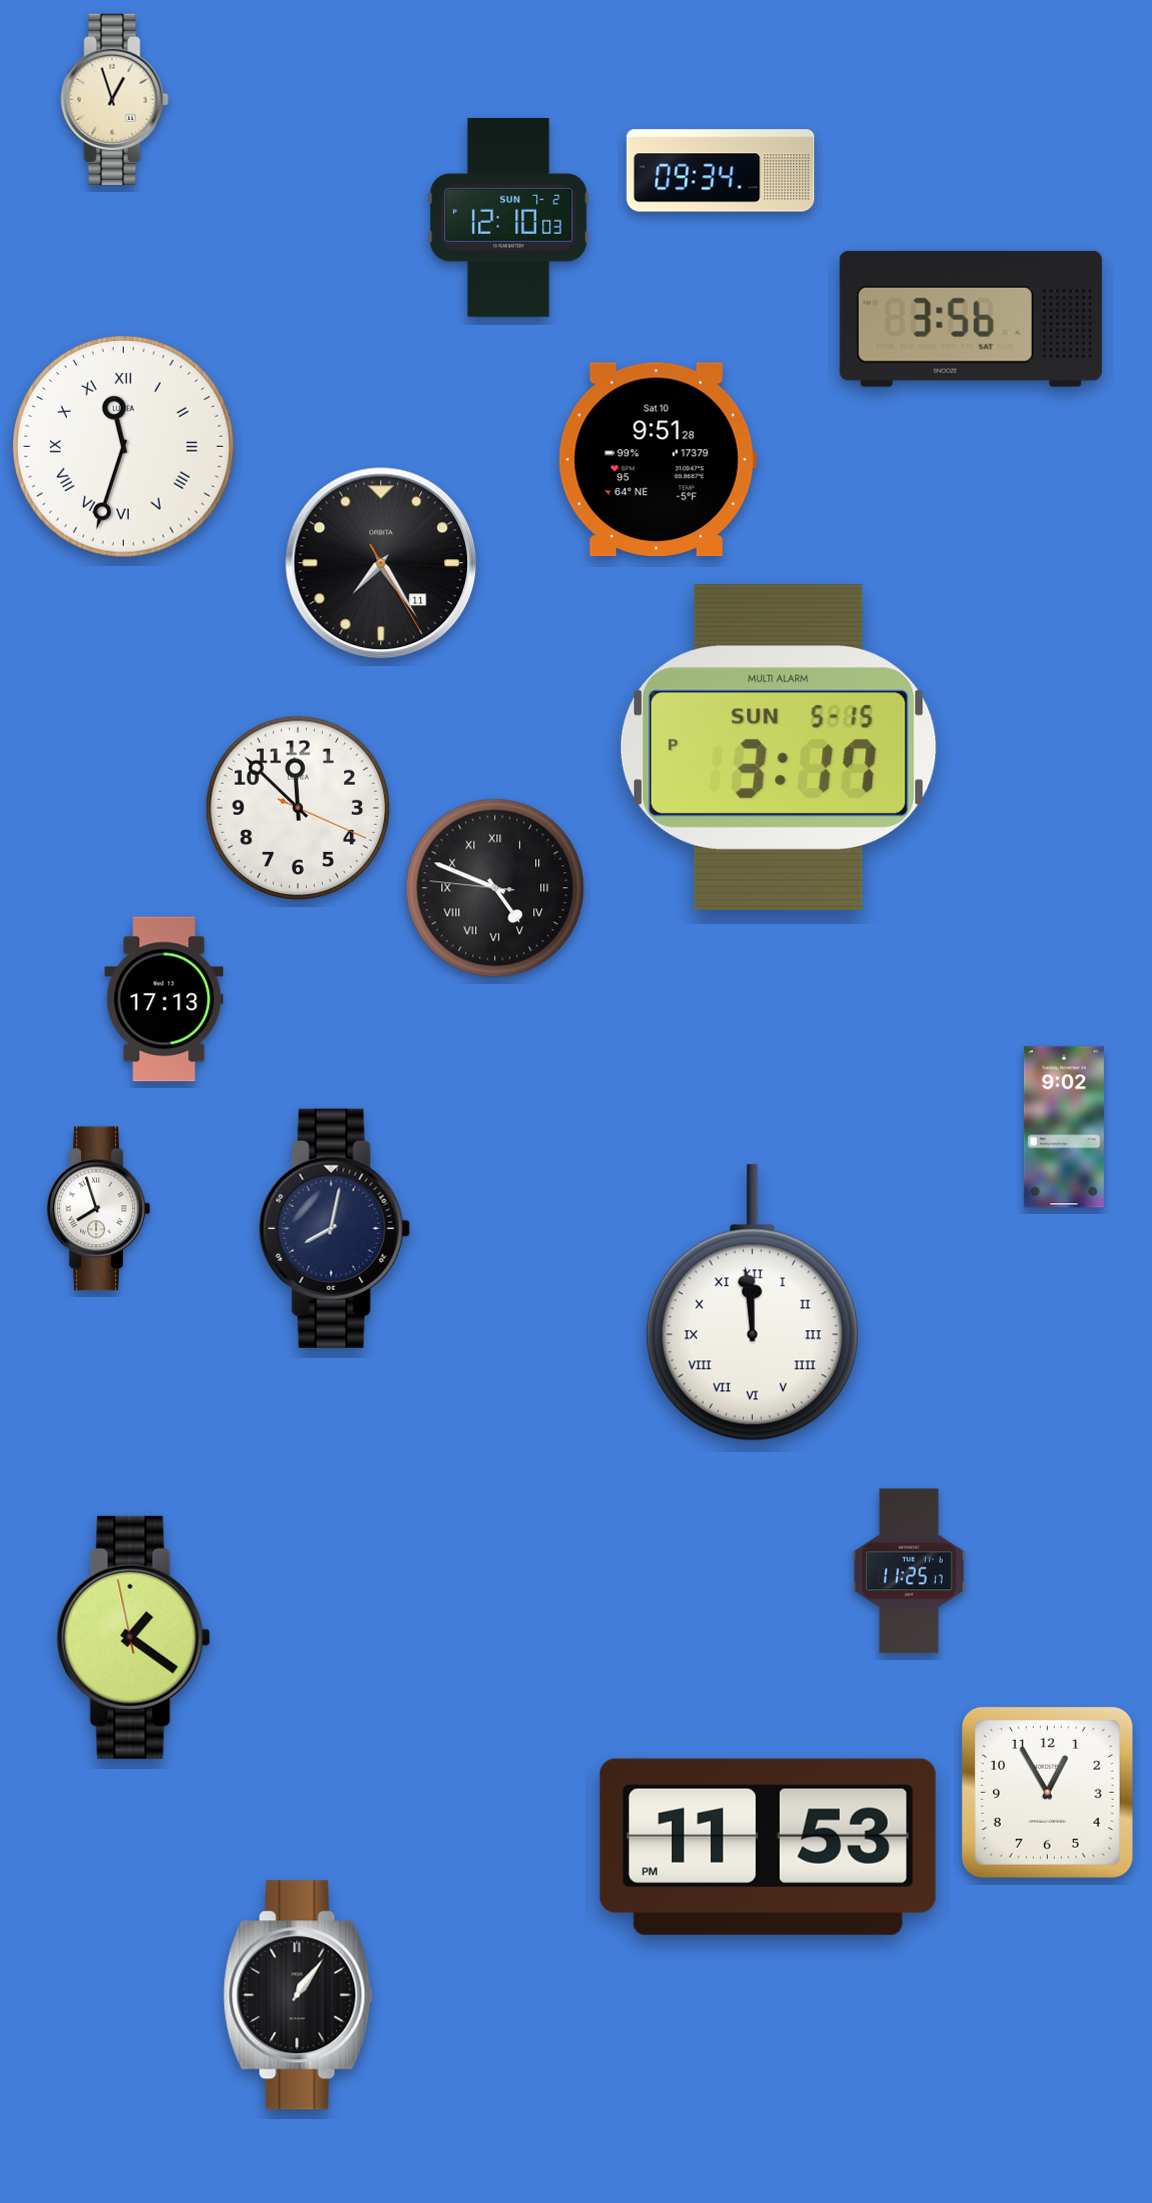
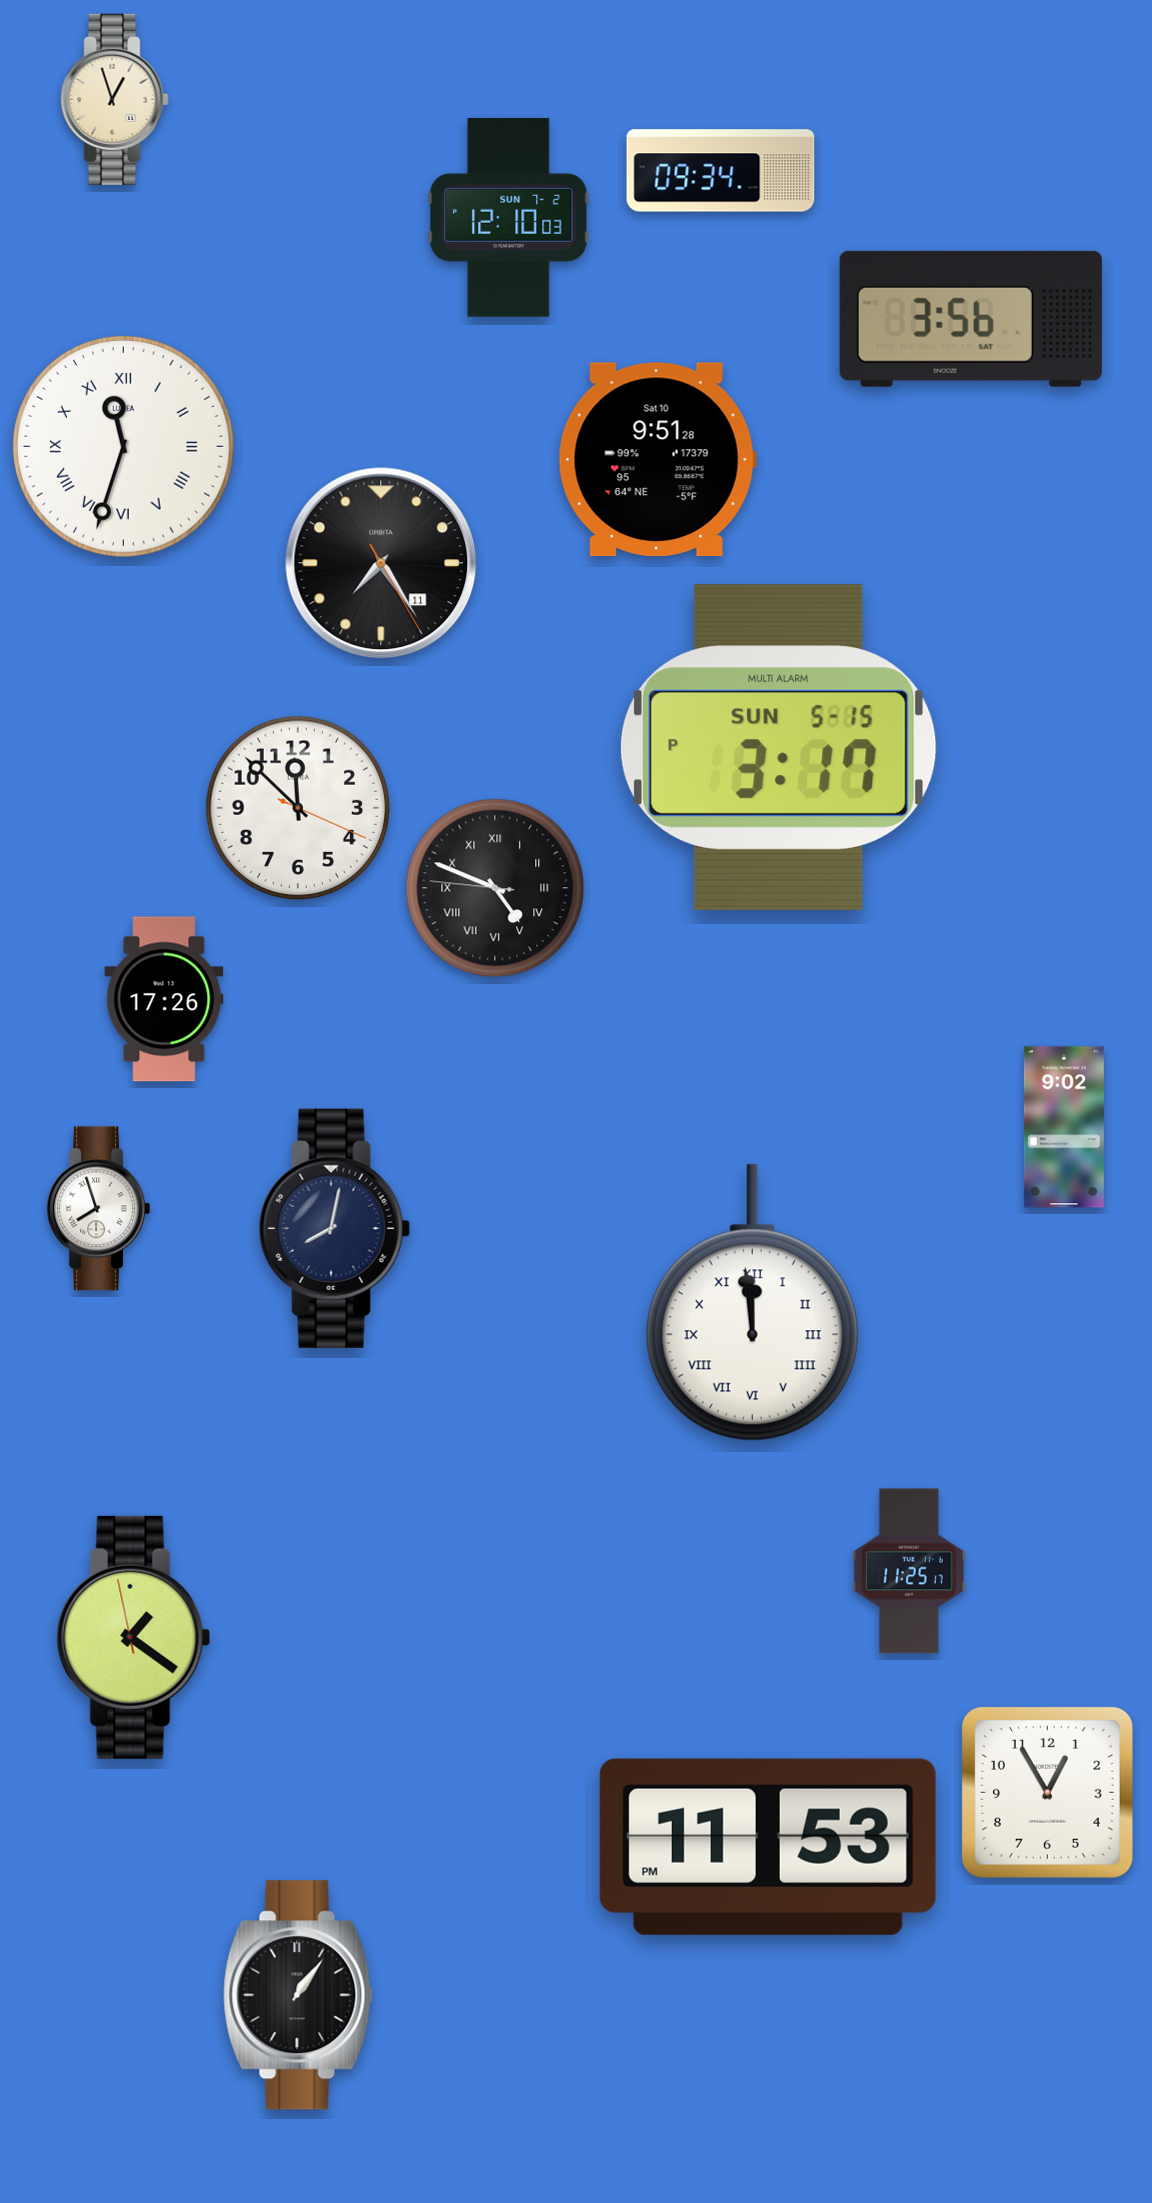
clock at (164, 999): 17:13 -> 17:26
